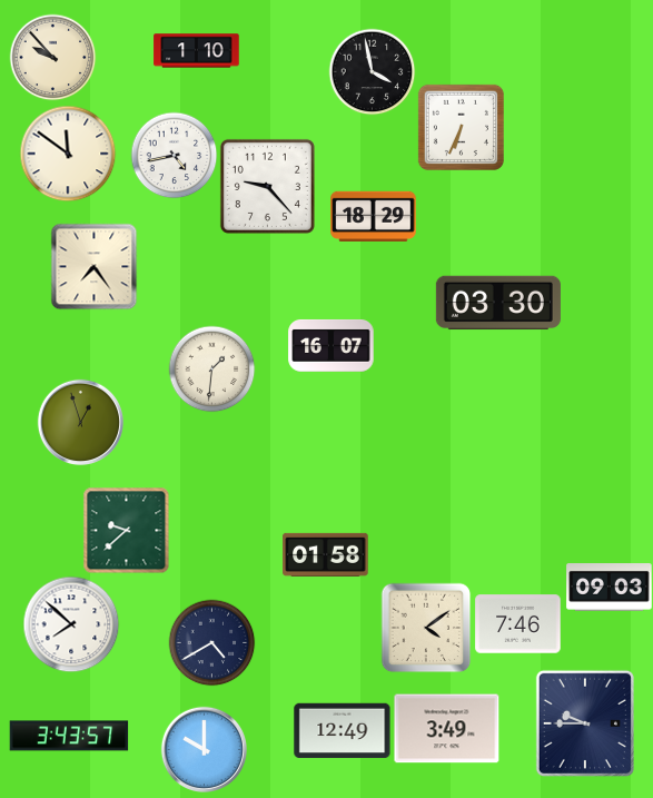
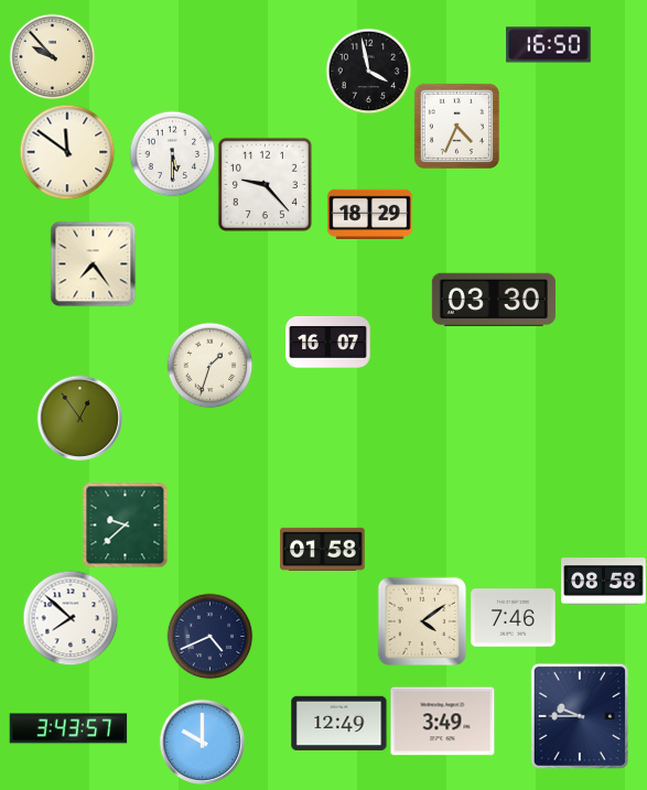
clock at (549, 45): none -> 16:50
clock at (197, 51): 1:10 -> none
clock at (461, 127): 6:34 -> 4:34
clock at (174, 155): 4:43 -> 5:30
clock at (211, 368): 1:31 -> 1:33
clock at (80, 422): 12:57 -> 12:54
clock at (610, 588): 09:03 -> 08:58
clock at (211, 642): 4:40 -> 4:41
